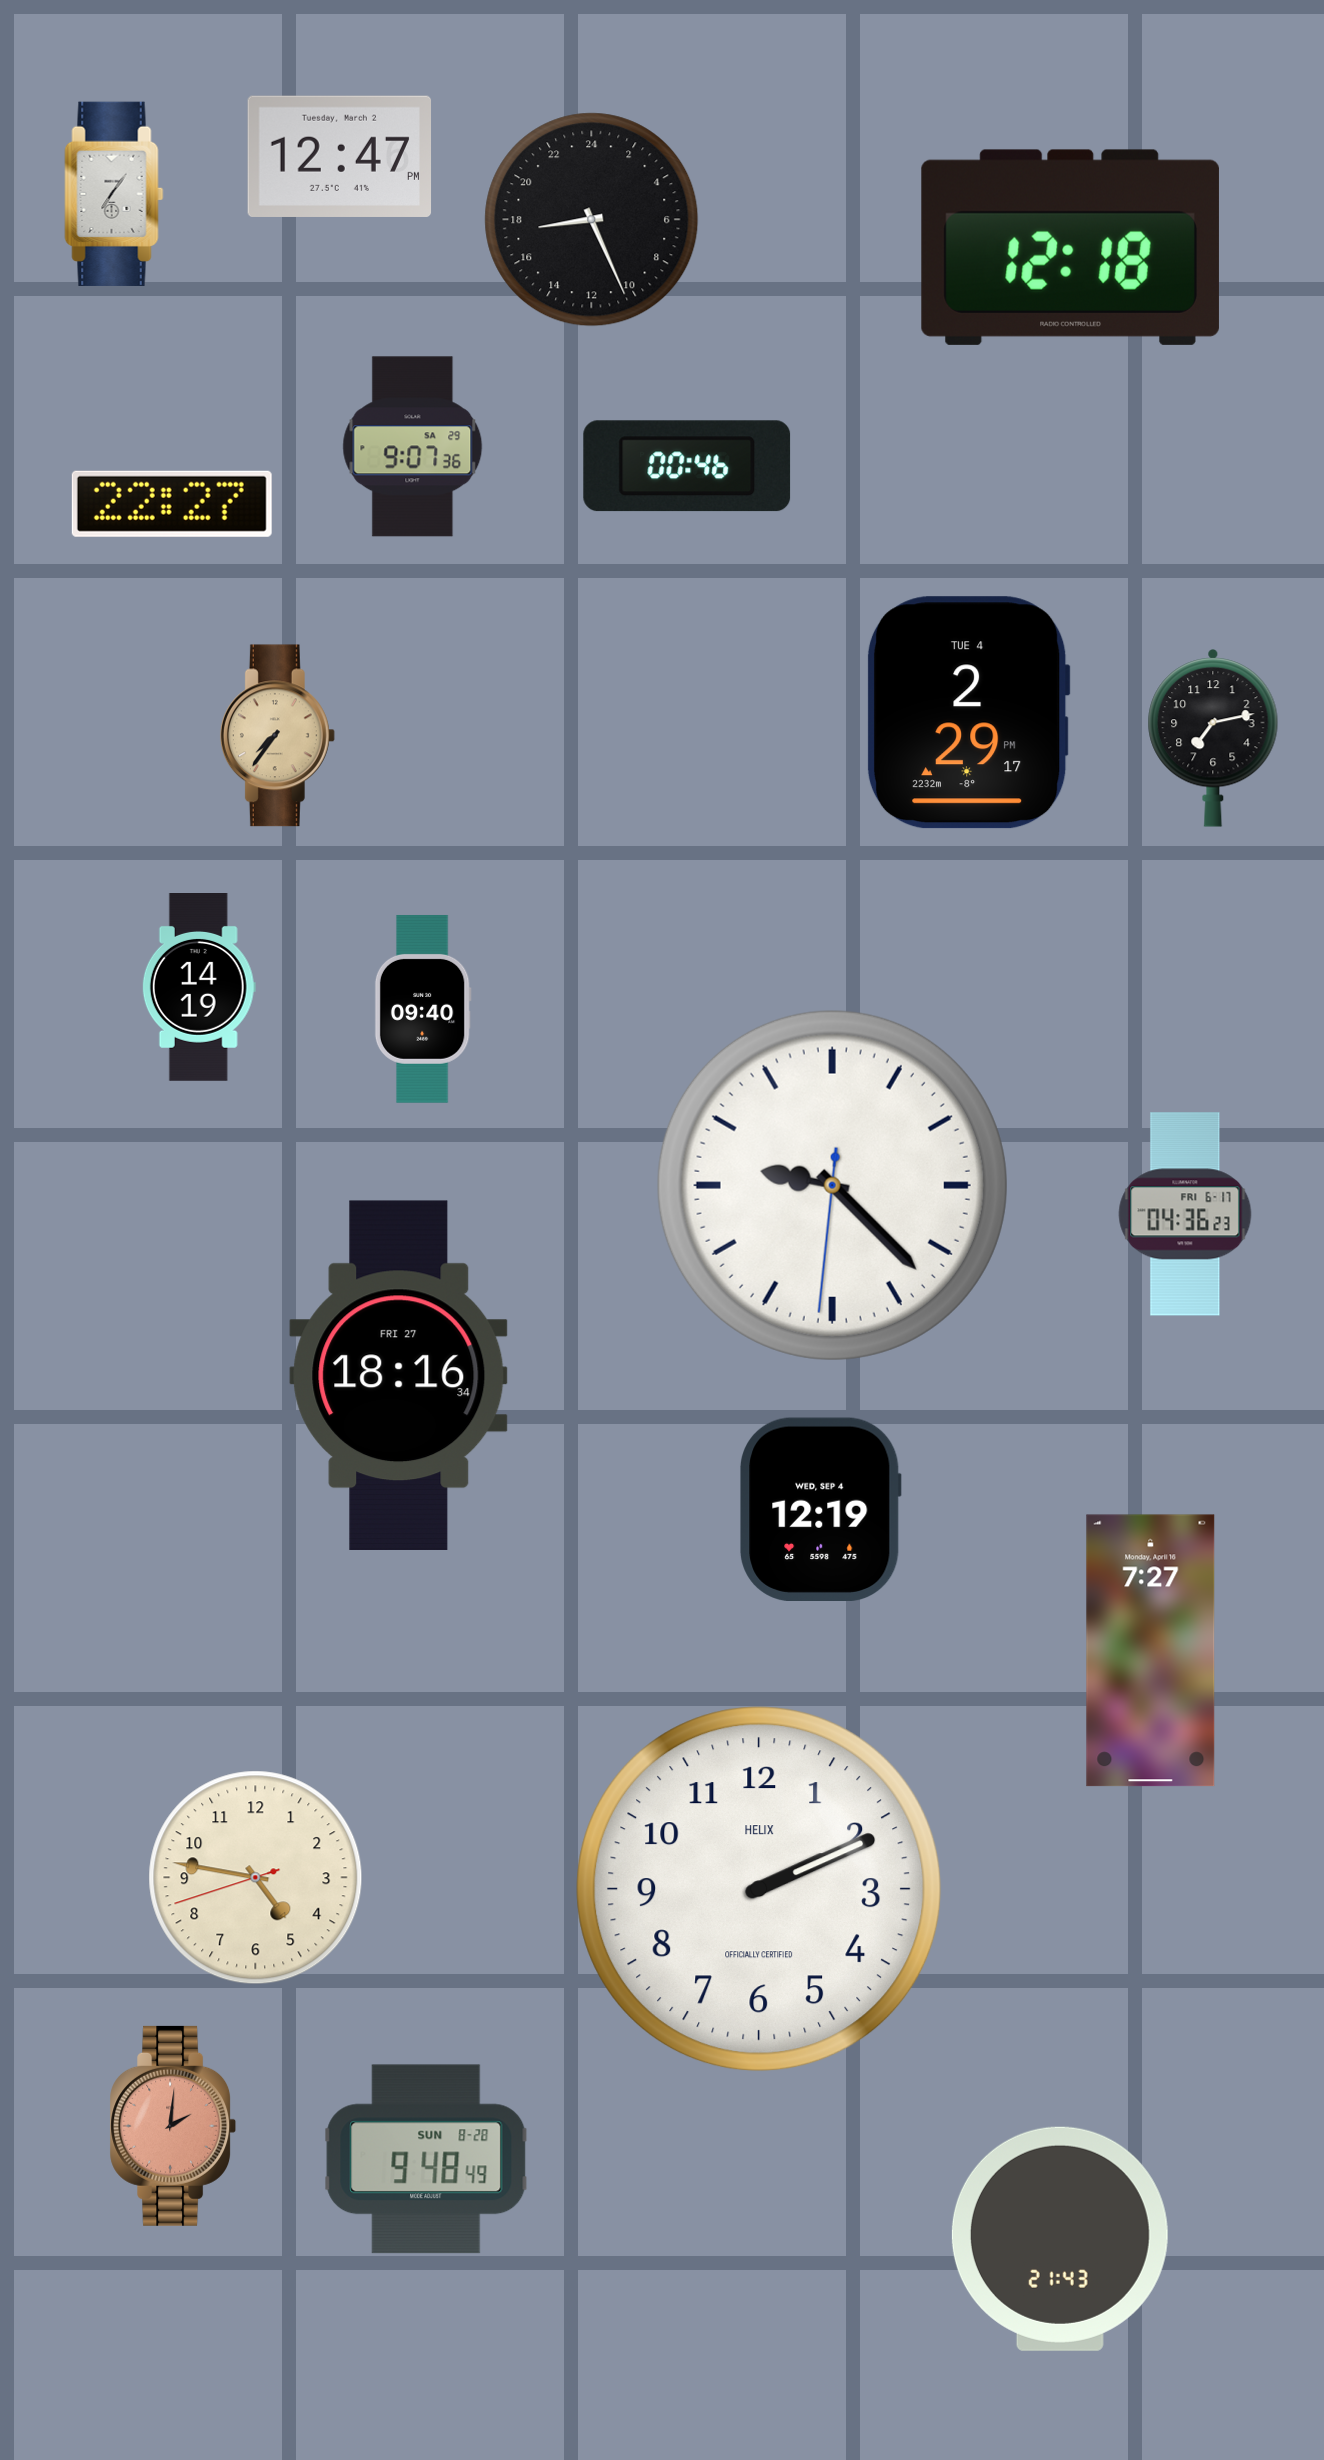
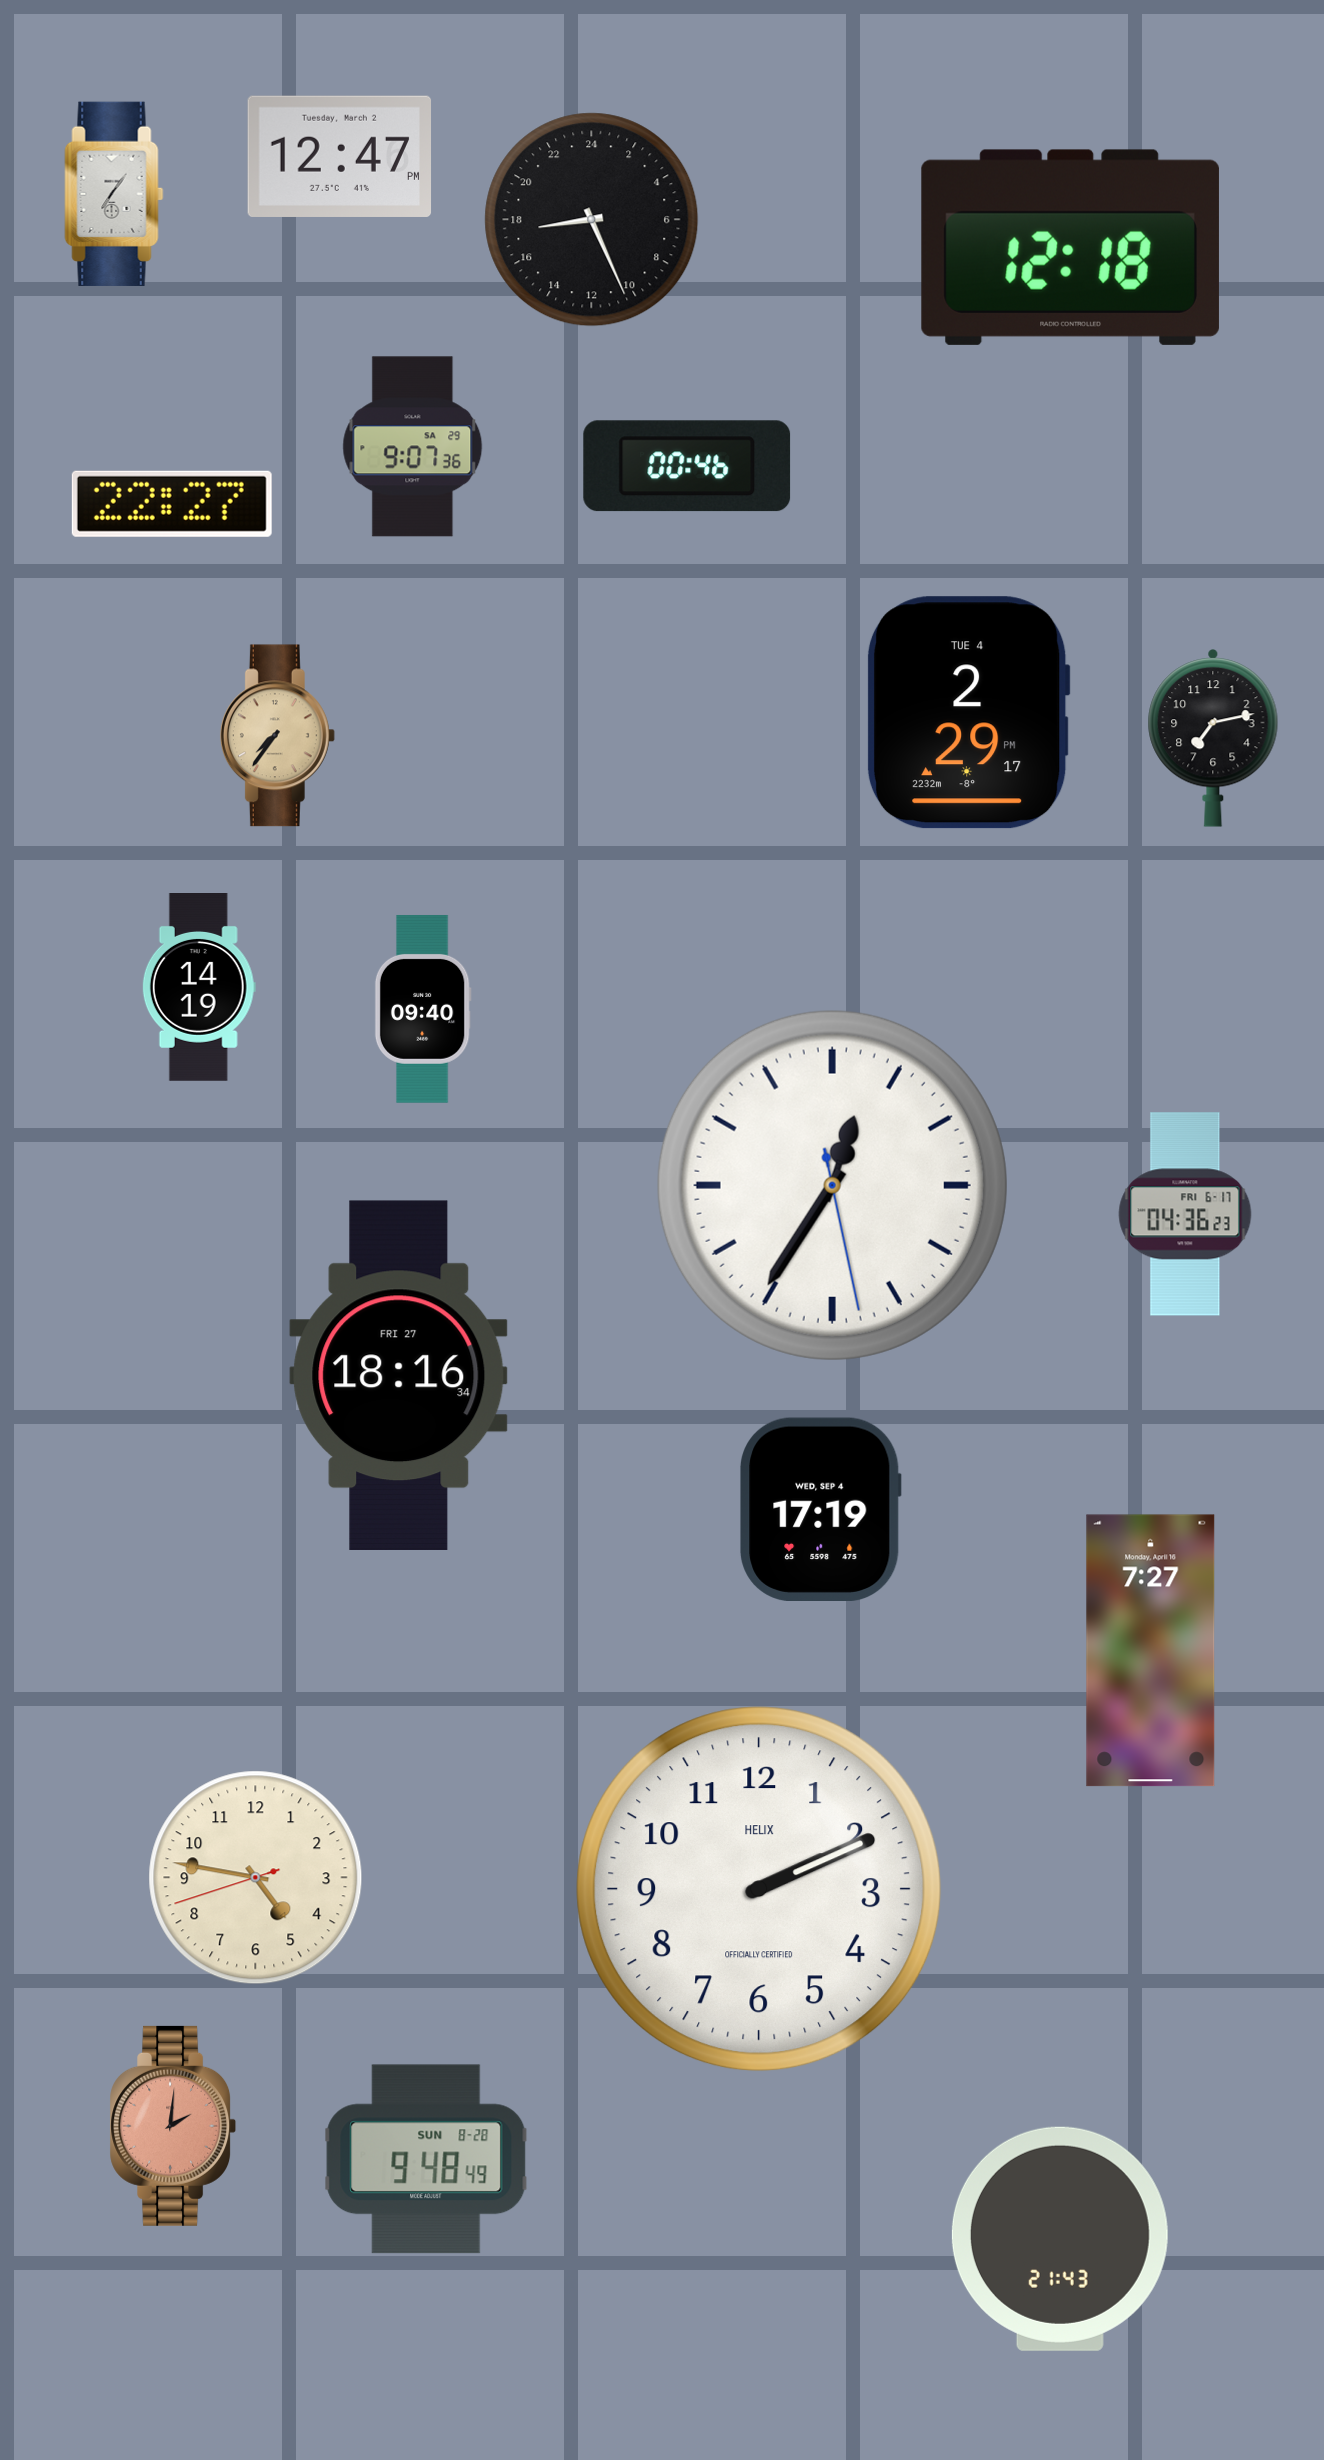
clock at (832, 1185): 9:22 -> 12:35
clock at (821, 1509): 12:19 -> 17:19
